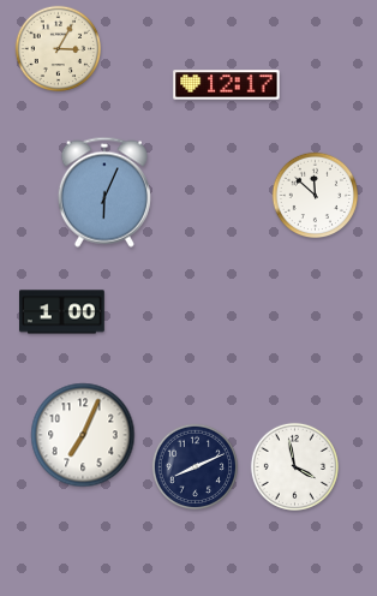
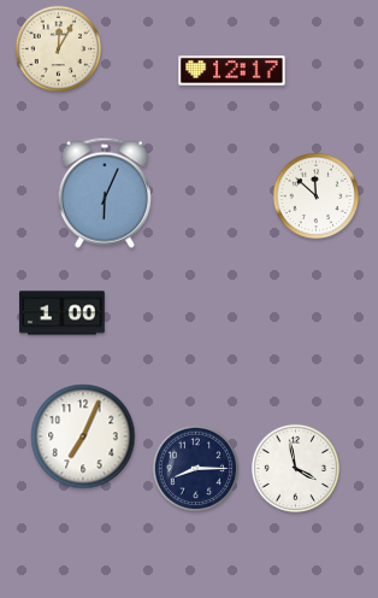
clock at (59, 49): 3:05 -> 12:05
clock at (227, 85) position: (227, 85) -> (232, 71)
clock at (196, 467): 8:11 -> 8:15
